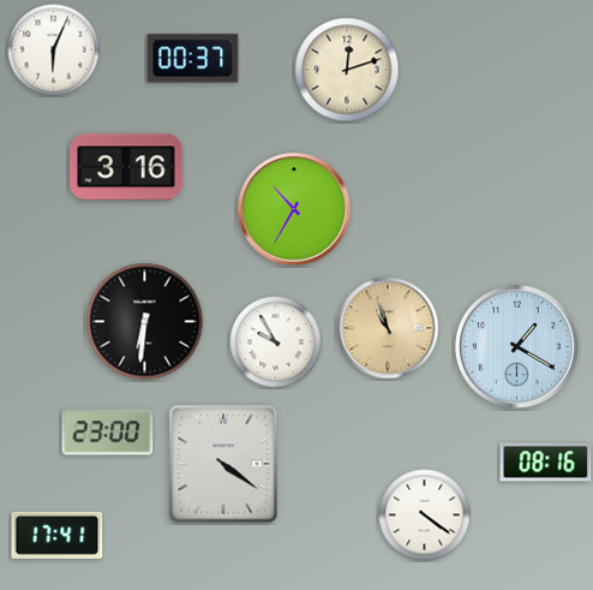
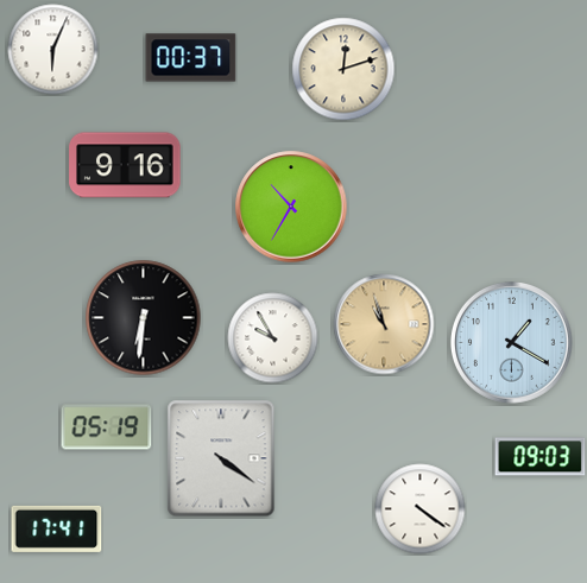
clock at (126, 167): 3:16 -> 9:16
clock at (108, 433): 23:00 -> 05:19
clock at (546, 463): 08:16 -> 09:03
